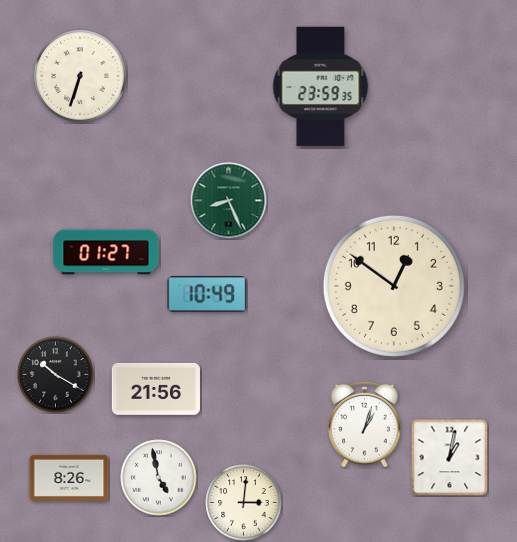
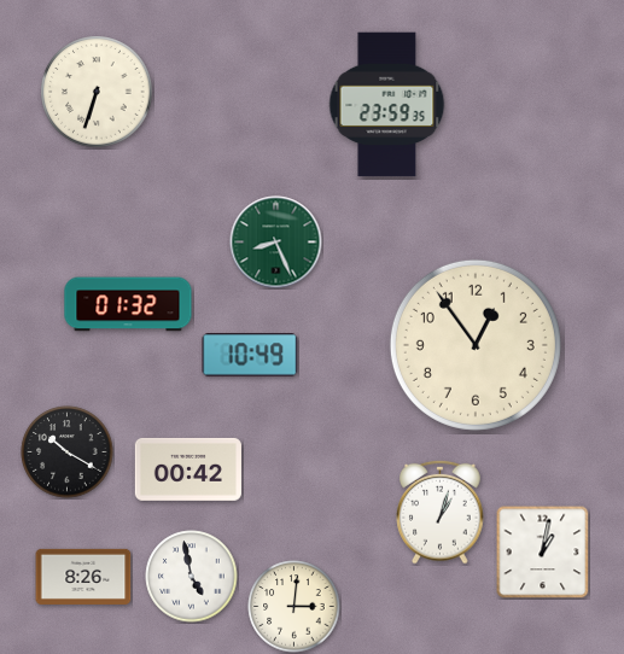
clock at (106, 252): 01:27 -> 01:32
clock at (394, 286): 12:51 -> 12:54
clock at (156, 389): 21:56 -> 00:42
